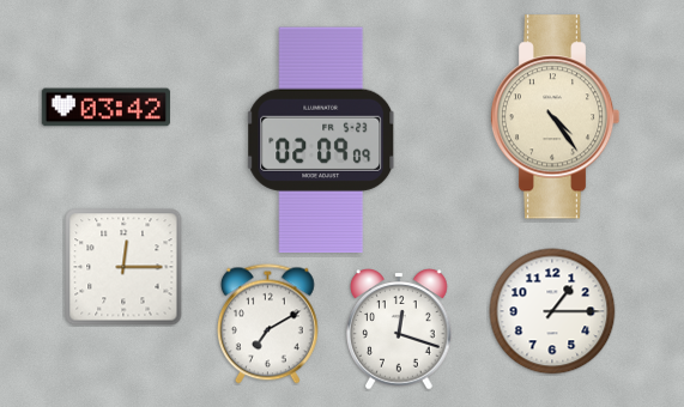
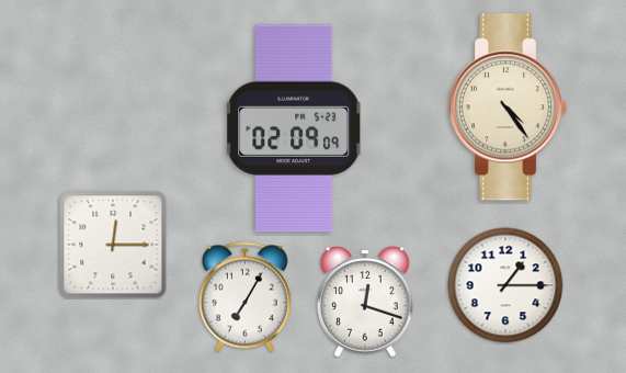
clock at (105, 108): 03:42 -> none
clock at (267, 324): 7:10 -> 7:05
